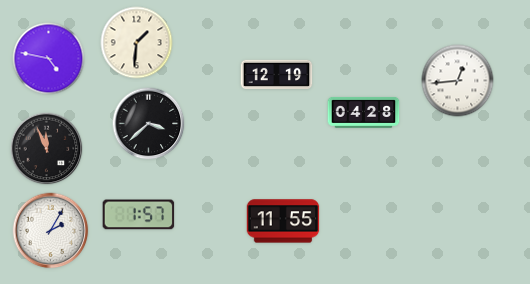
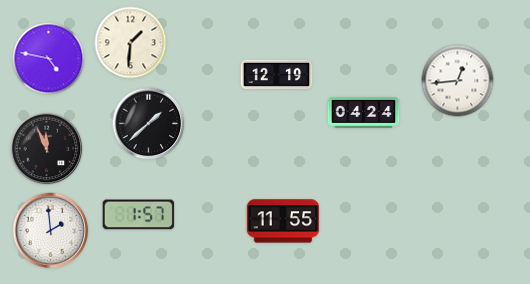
clock at (137, 43) position: (137, 43) -> (131, 43)
clock at (364, 112): 04:28 -> 04:24
clock at (149, 124): 3:38 -> 1:38
clock at (51, 231): 2:05 -> 1:59
